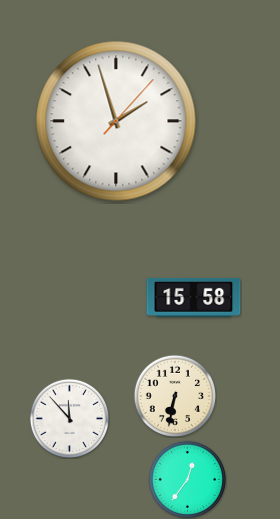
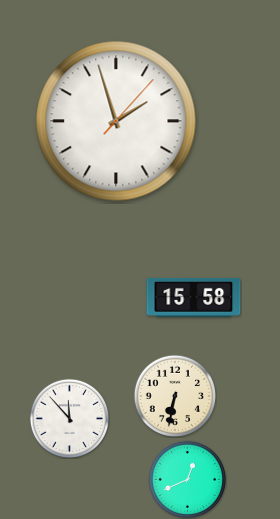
clock at (187, 479): 12:36 -> 12:41
